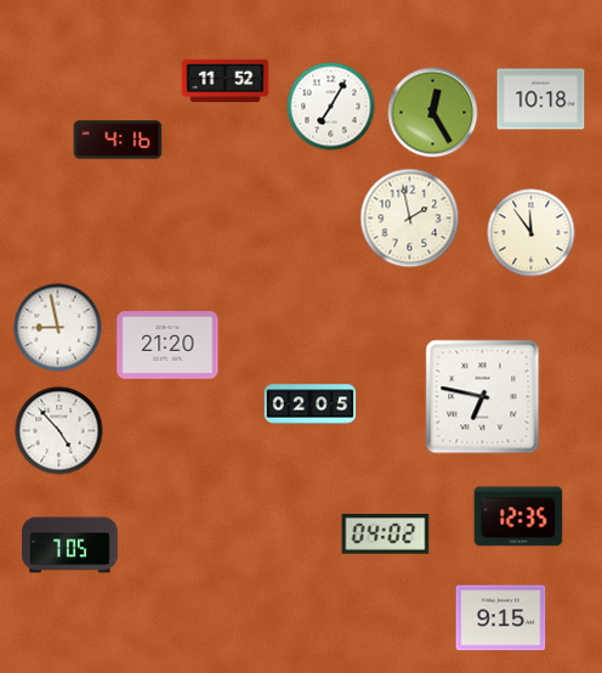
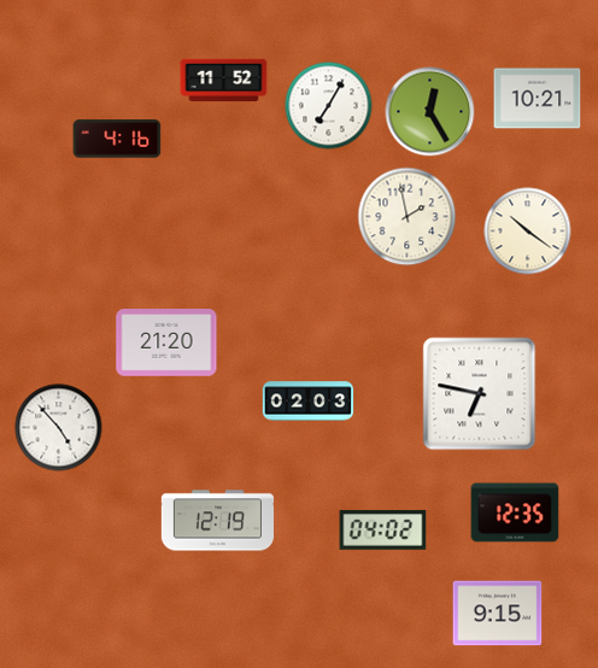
clock at (541, 100): 10:18 -> 10:21
clock at (532, 233): 11:54 -> 10:21
clock at (58, 328): 8:58 -> none
clock at (311, 405): 02:05 -> 02:03
clock at (217, 521): none -> 12:19
clock at (70, 545): 7:05 -> none
